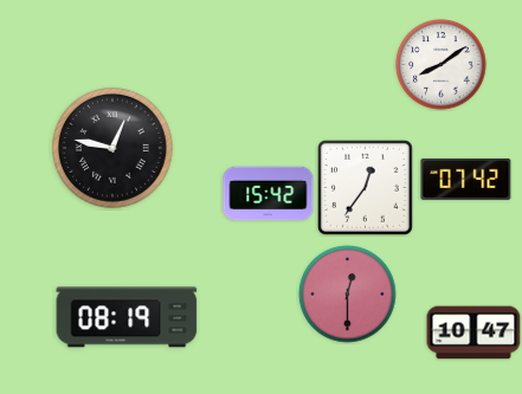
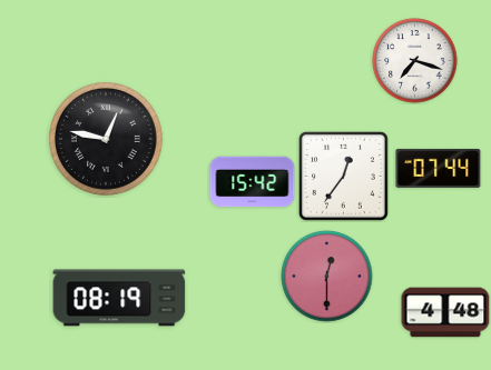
clock at (442, 65): 8:09 -> 7:18
clock at (466, 179): 07:42 -> 07:44
clock at (473, 332): 10:47 -> 4:48
